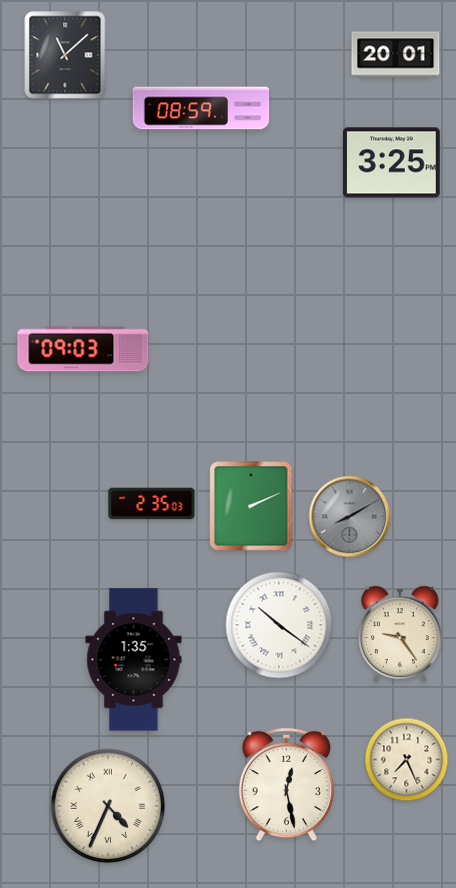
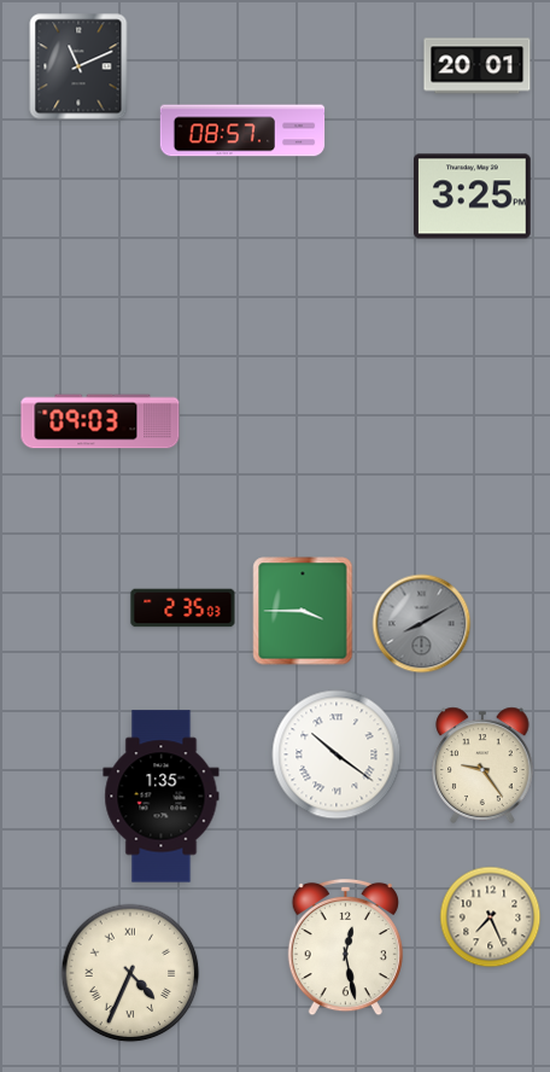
clock at (65, 55): 11:08 -> 11:11
clock at (201, 108): 08:59 -> 08:57
clock at (251, 506): 2:11 -> 3:45
